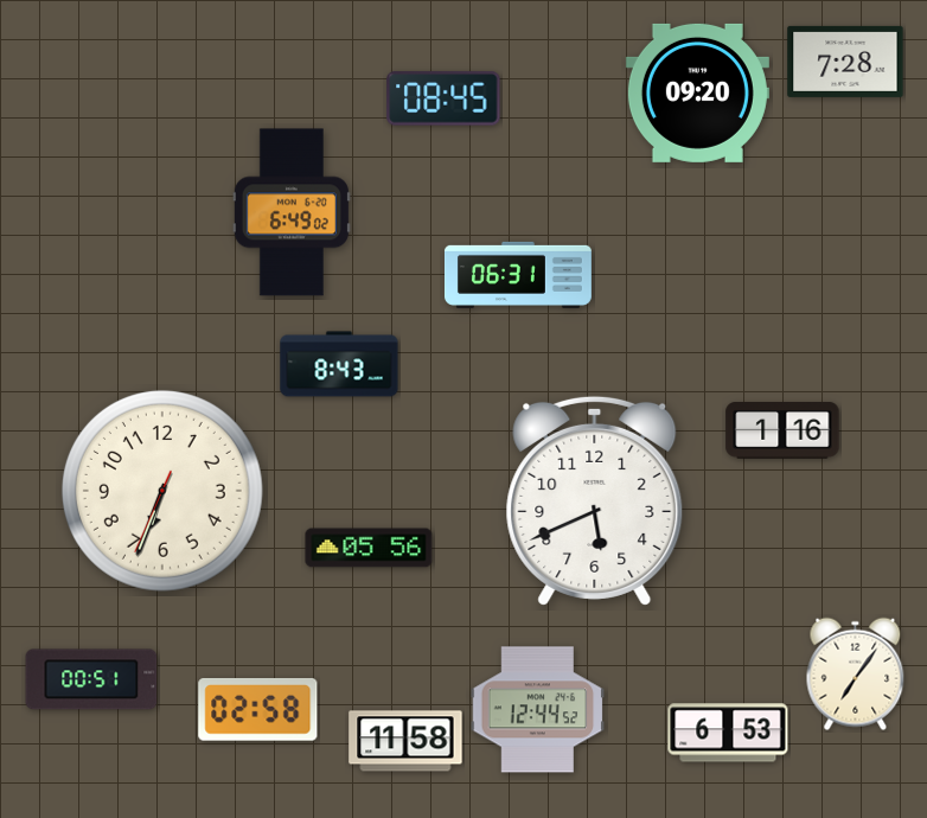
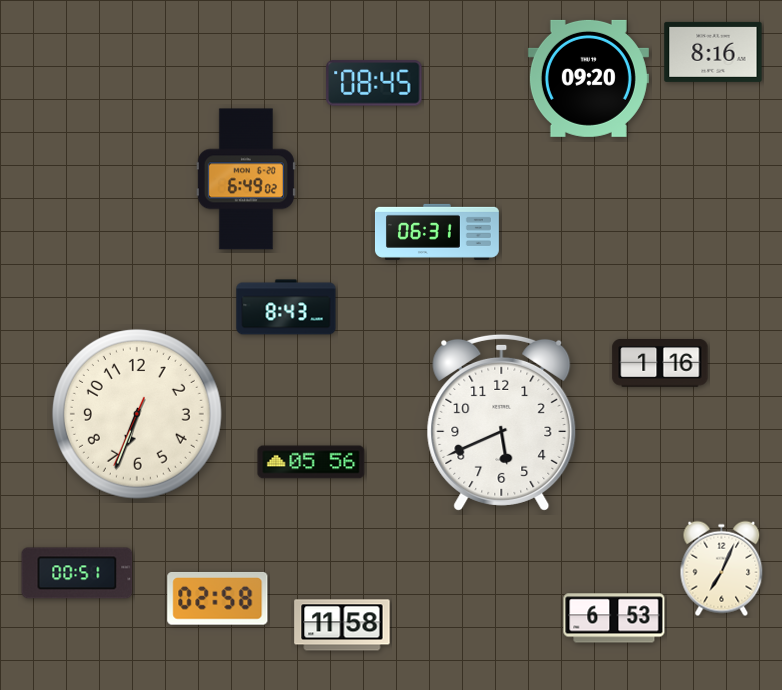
clock at (845, 62): 7:28 -> 8:16
clock at (856, 675): 7:06 -> 7:04
clock at (538, 710): 12:44 -> none
